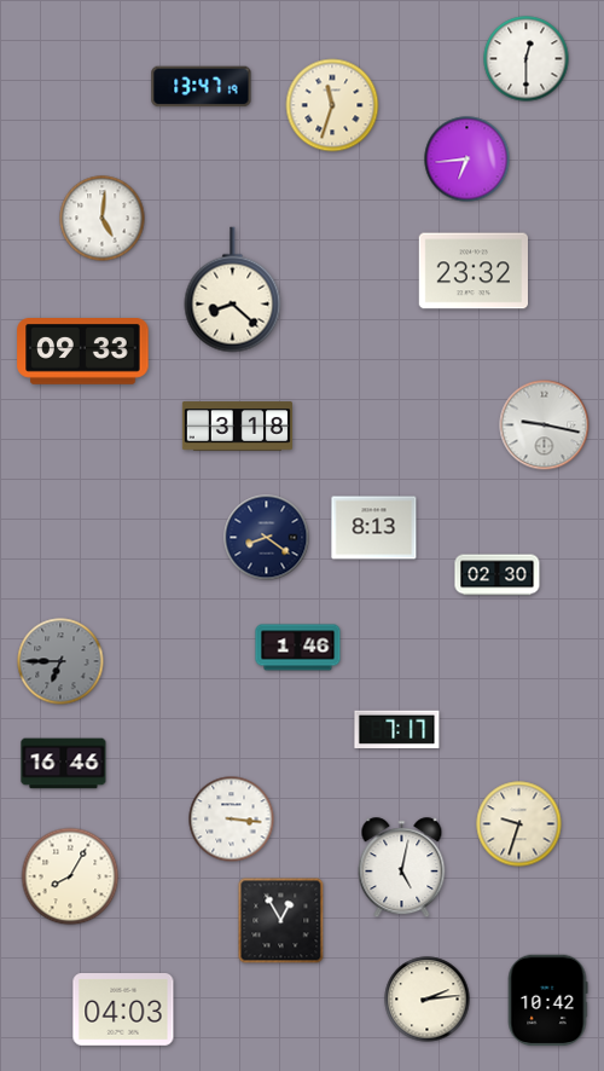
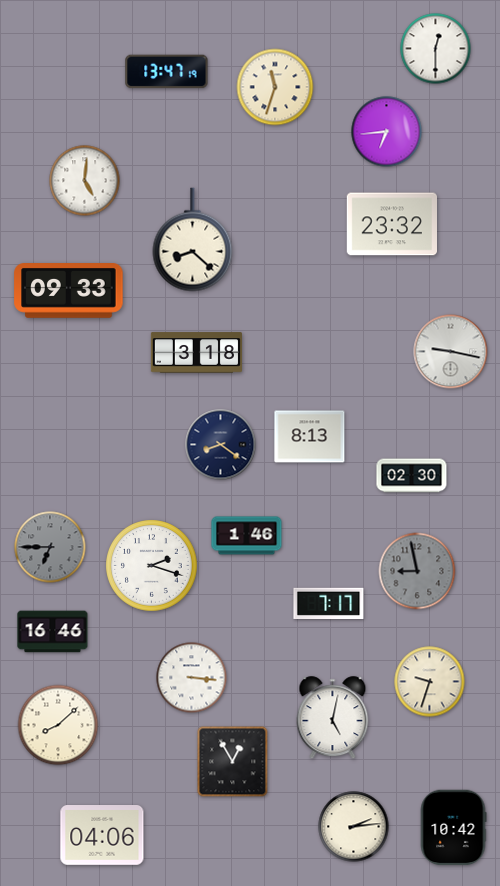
clock at (152, 566): none -> 2:18
clock at (417, 571): none -> 8:58
clock at (70, 876): 8:05 -> 8:08
clock at (123, 1011): 04:03 -> 04:06
